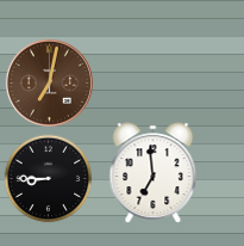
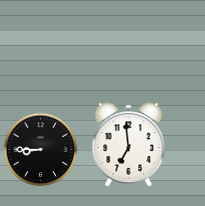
clock at (49, 82): 7:02 -> none
